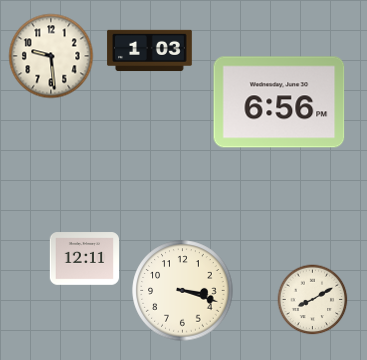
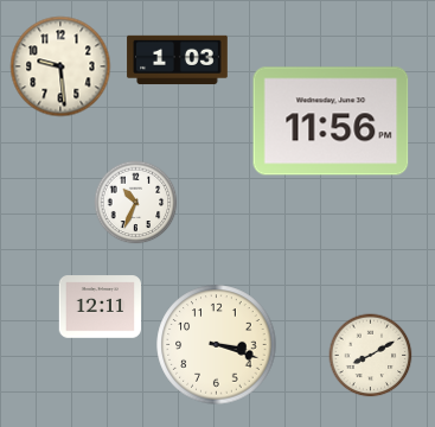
clock at (279, 102): 6:56 -> 11:56
clock at (136, 203): none -> 10:34
